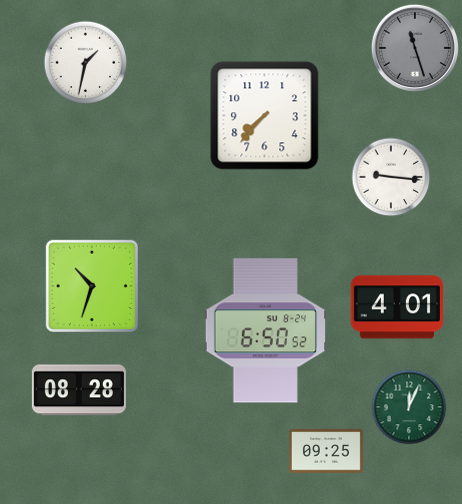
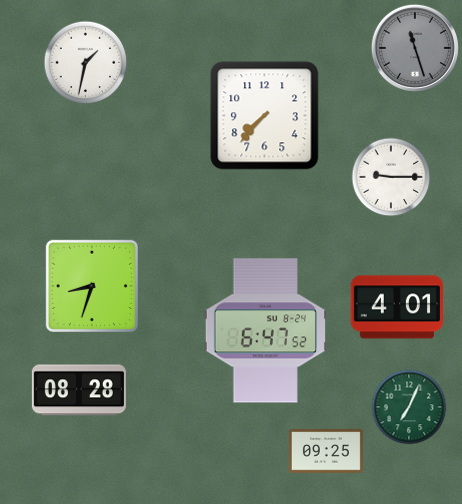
clock at (391, 177): 9:16 -> 9:15
clock at (92, 286): 10:33 -> 8:33
clock at (265, 331): 6:50 -> 6:47
clock at (409, 407): 12:04 -> 7:04
